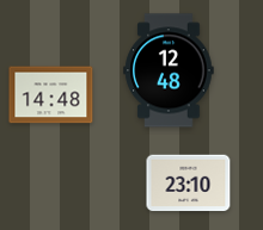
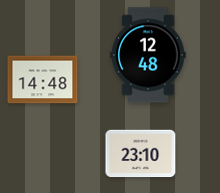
clock at (169, 70) position: (169, 70) -> (148, 55)
clock at (189, 184) position: (189, 184) -> (141, 154)
